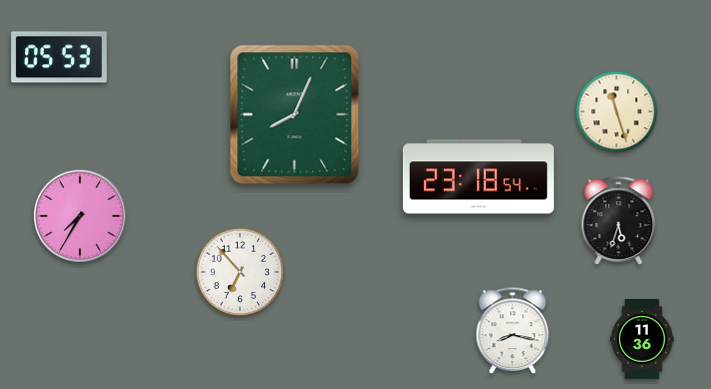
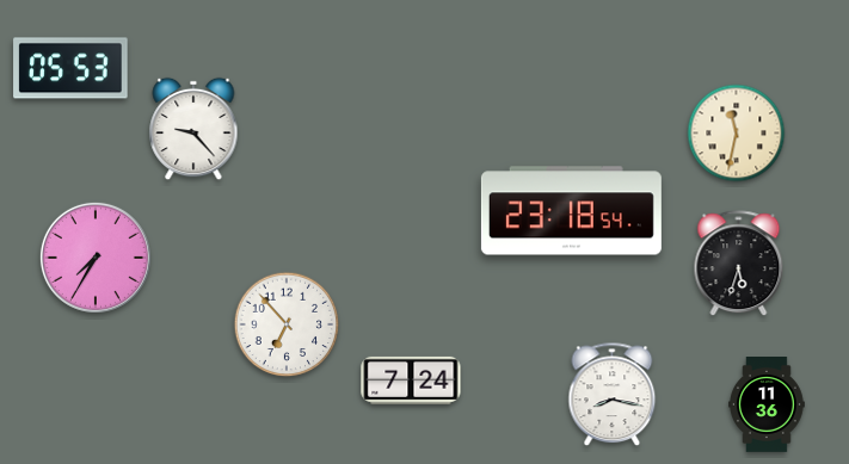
clock at (193, 129): none -> 9:23
clock at (617, 112): 11:27 -> 11:32
clock at (295, 115): 8:04 -> none
clock at (411, 381): none -> 7:24
